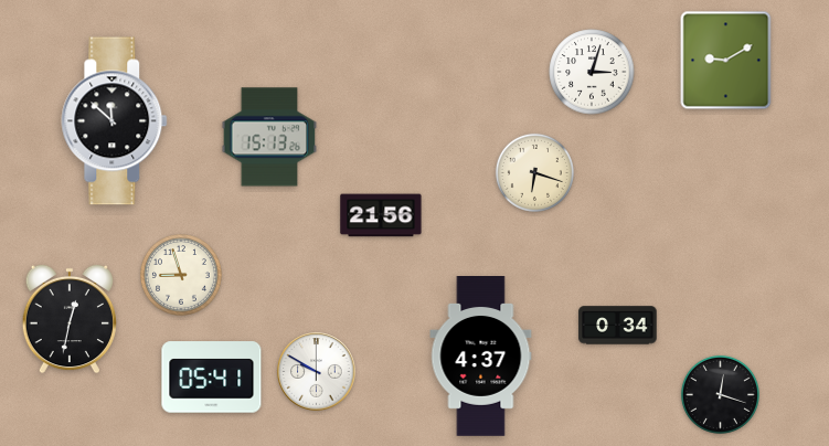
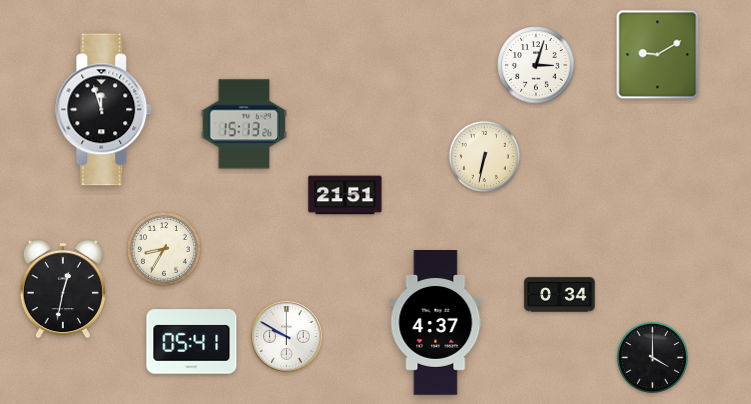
clock at (115, 121): 11:52 -> 11:57
clock at (534, 172): 6:18 -> 6:32
clock at (381, 215): 21:56 -> 21:51
clock at (182, 276): 8:57 -> 8:35
clock at (720, 394): 12:18 -> 4:00
